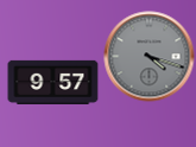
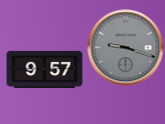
clock at (150, 57): 4:18 -> 9:18
